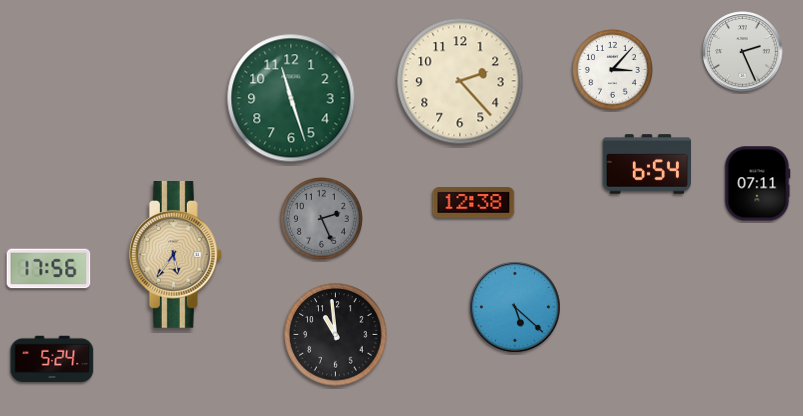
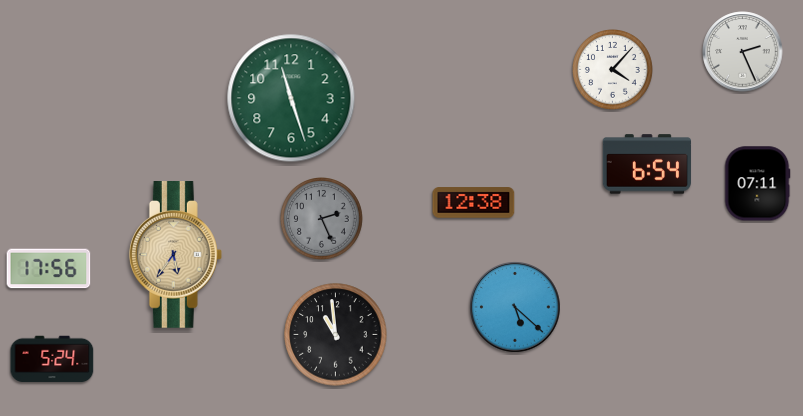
clock at (613, 70): 3:07 -> 4:07
clock at (460, 81): 2:23 -> none
